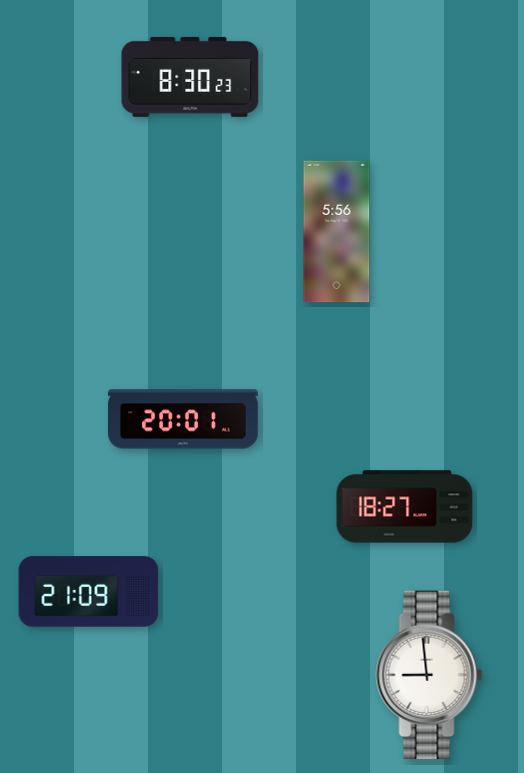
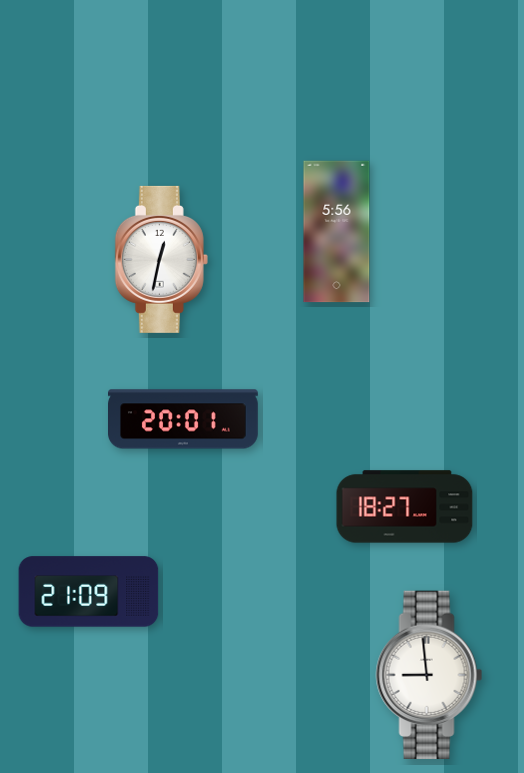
clock at (190, 77): 8:30 -> none
clock at (161, 259): none -> 12:32
